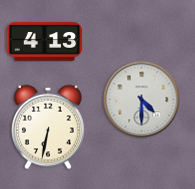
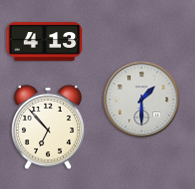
clock at (142, 100): 4:30 -> 1:30
clock at (48, 127): 6:32 -> 6:53
